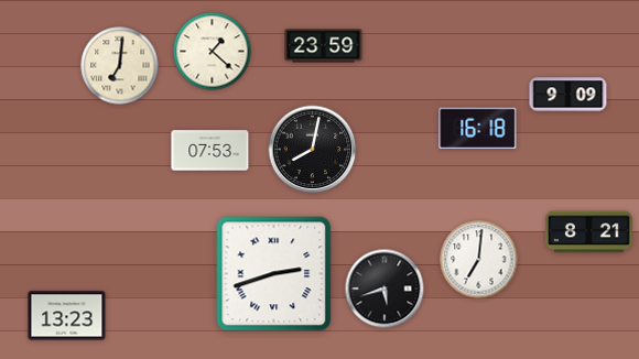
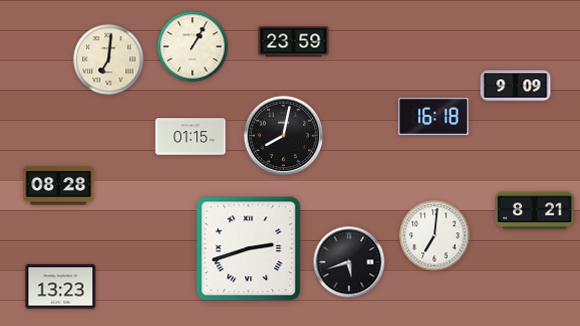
clock at (213, 52): 1:22 -> 1:05
clock at (210, 151): 07:53 -> 01:15
clock at (59, 186): none -> 08:28
